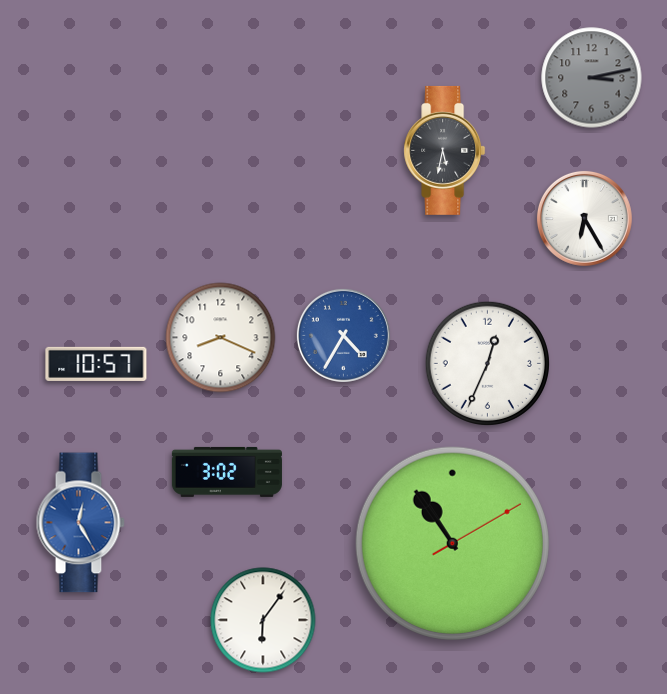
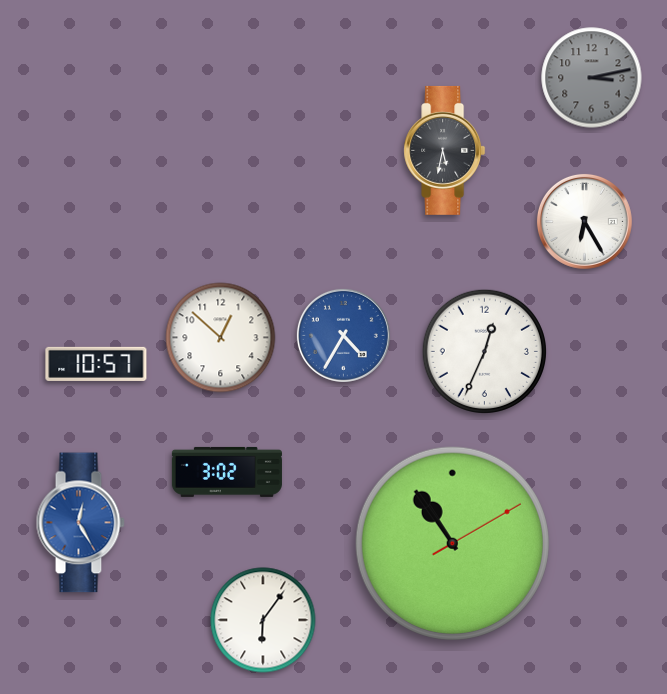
clock at (584, 218) position: (584, 218) -> (584, 221)
clock at (221, 338): 8:19 -> 12:52
clock at (487, 363) position: (487, 363) -> (484, 351)
